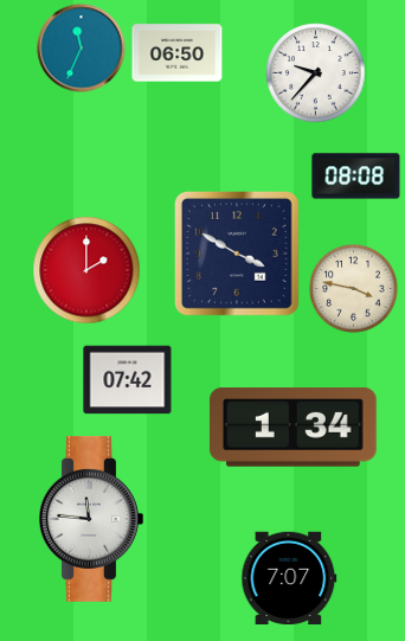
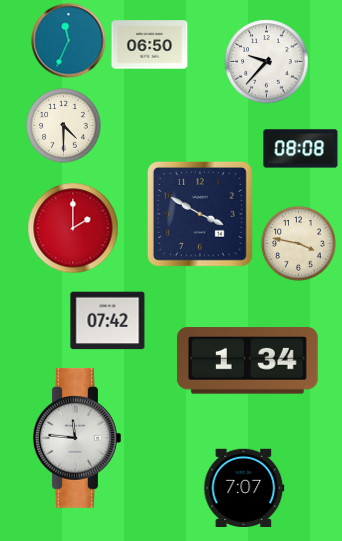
clock at (64, 126): none -> 4:30
